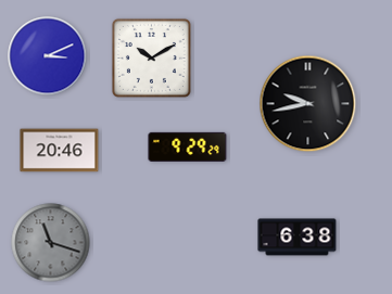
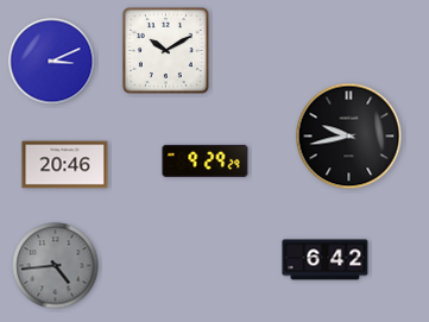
clock at (151, 57) position: (151, 57) -> (165, 50)
clock at (308, 104) position: (308, 104) -> (349, 137)
clock at (298, 238): 6:38 -> 6:42
clock at (51, 243): 11:18 -> 4:44
